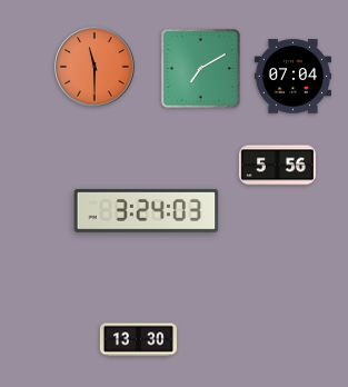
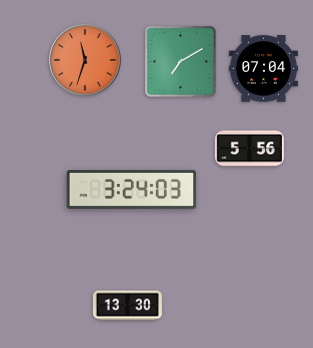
clock at (95, 67): 11:30 -> 11:33
clock at (138, 340) position: (138, 340) -> (127, 306)
